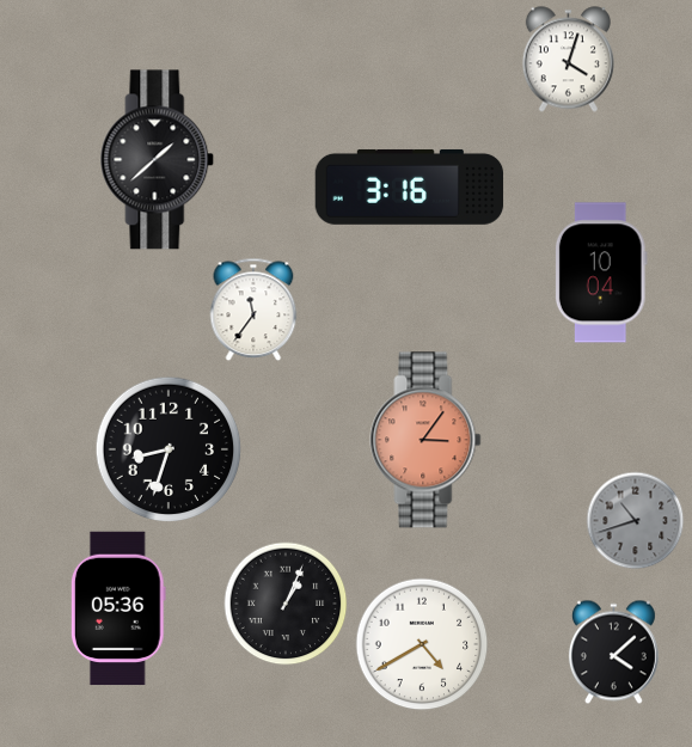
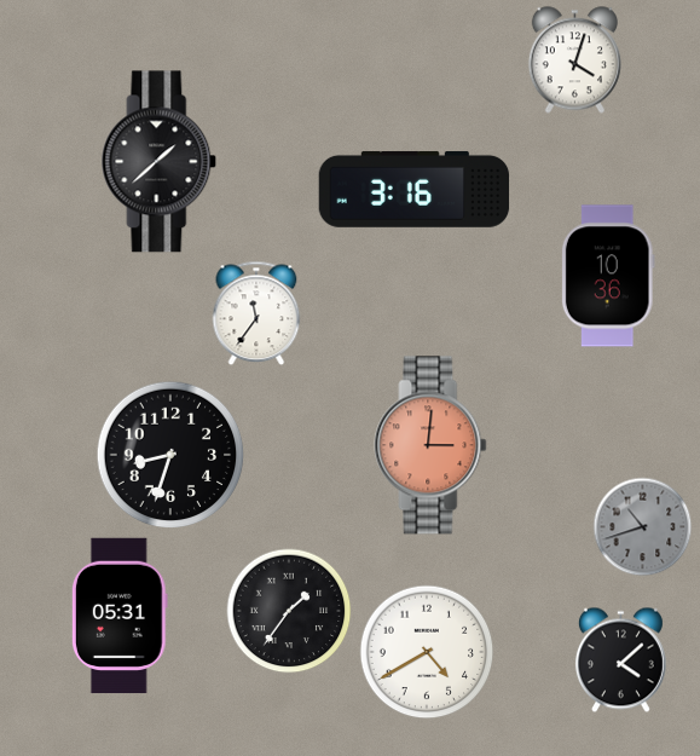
clock at (601, 273): 10:04 -> 10:36
clock at (425, 440): 3:06 -> 3:01
clock at (286, 604): 1:04 -> 1:36
clock at (118, 608): 05:36 -> 05:31
